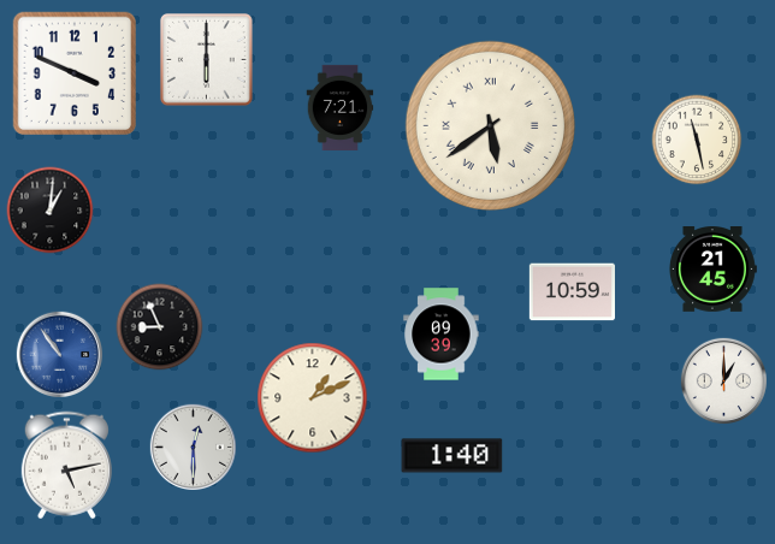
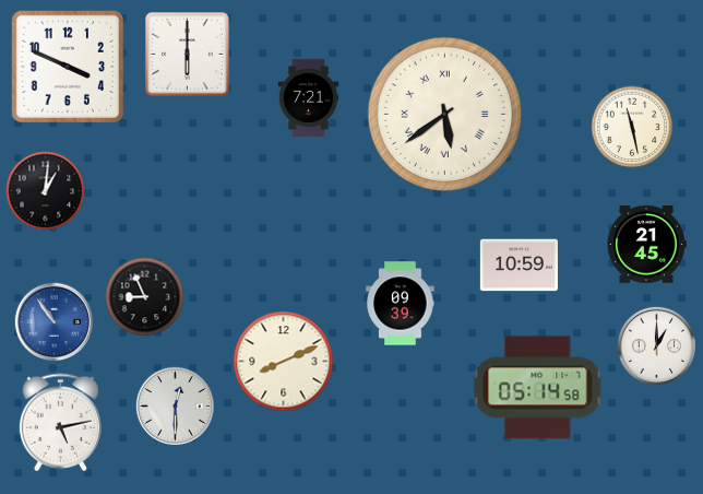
clock at (313, 398): 1:11 -> 8:11
clock at (538, 388): none -> 05:14
clock at (452, 456): 1:40 -> none
